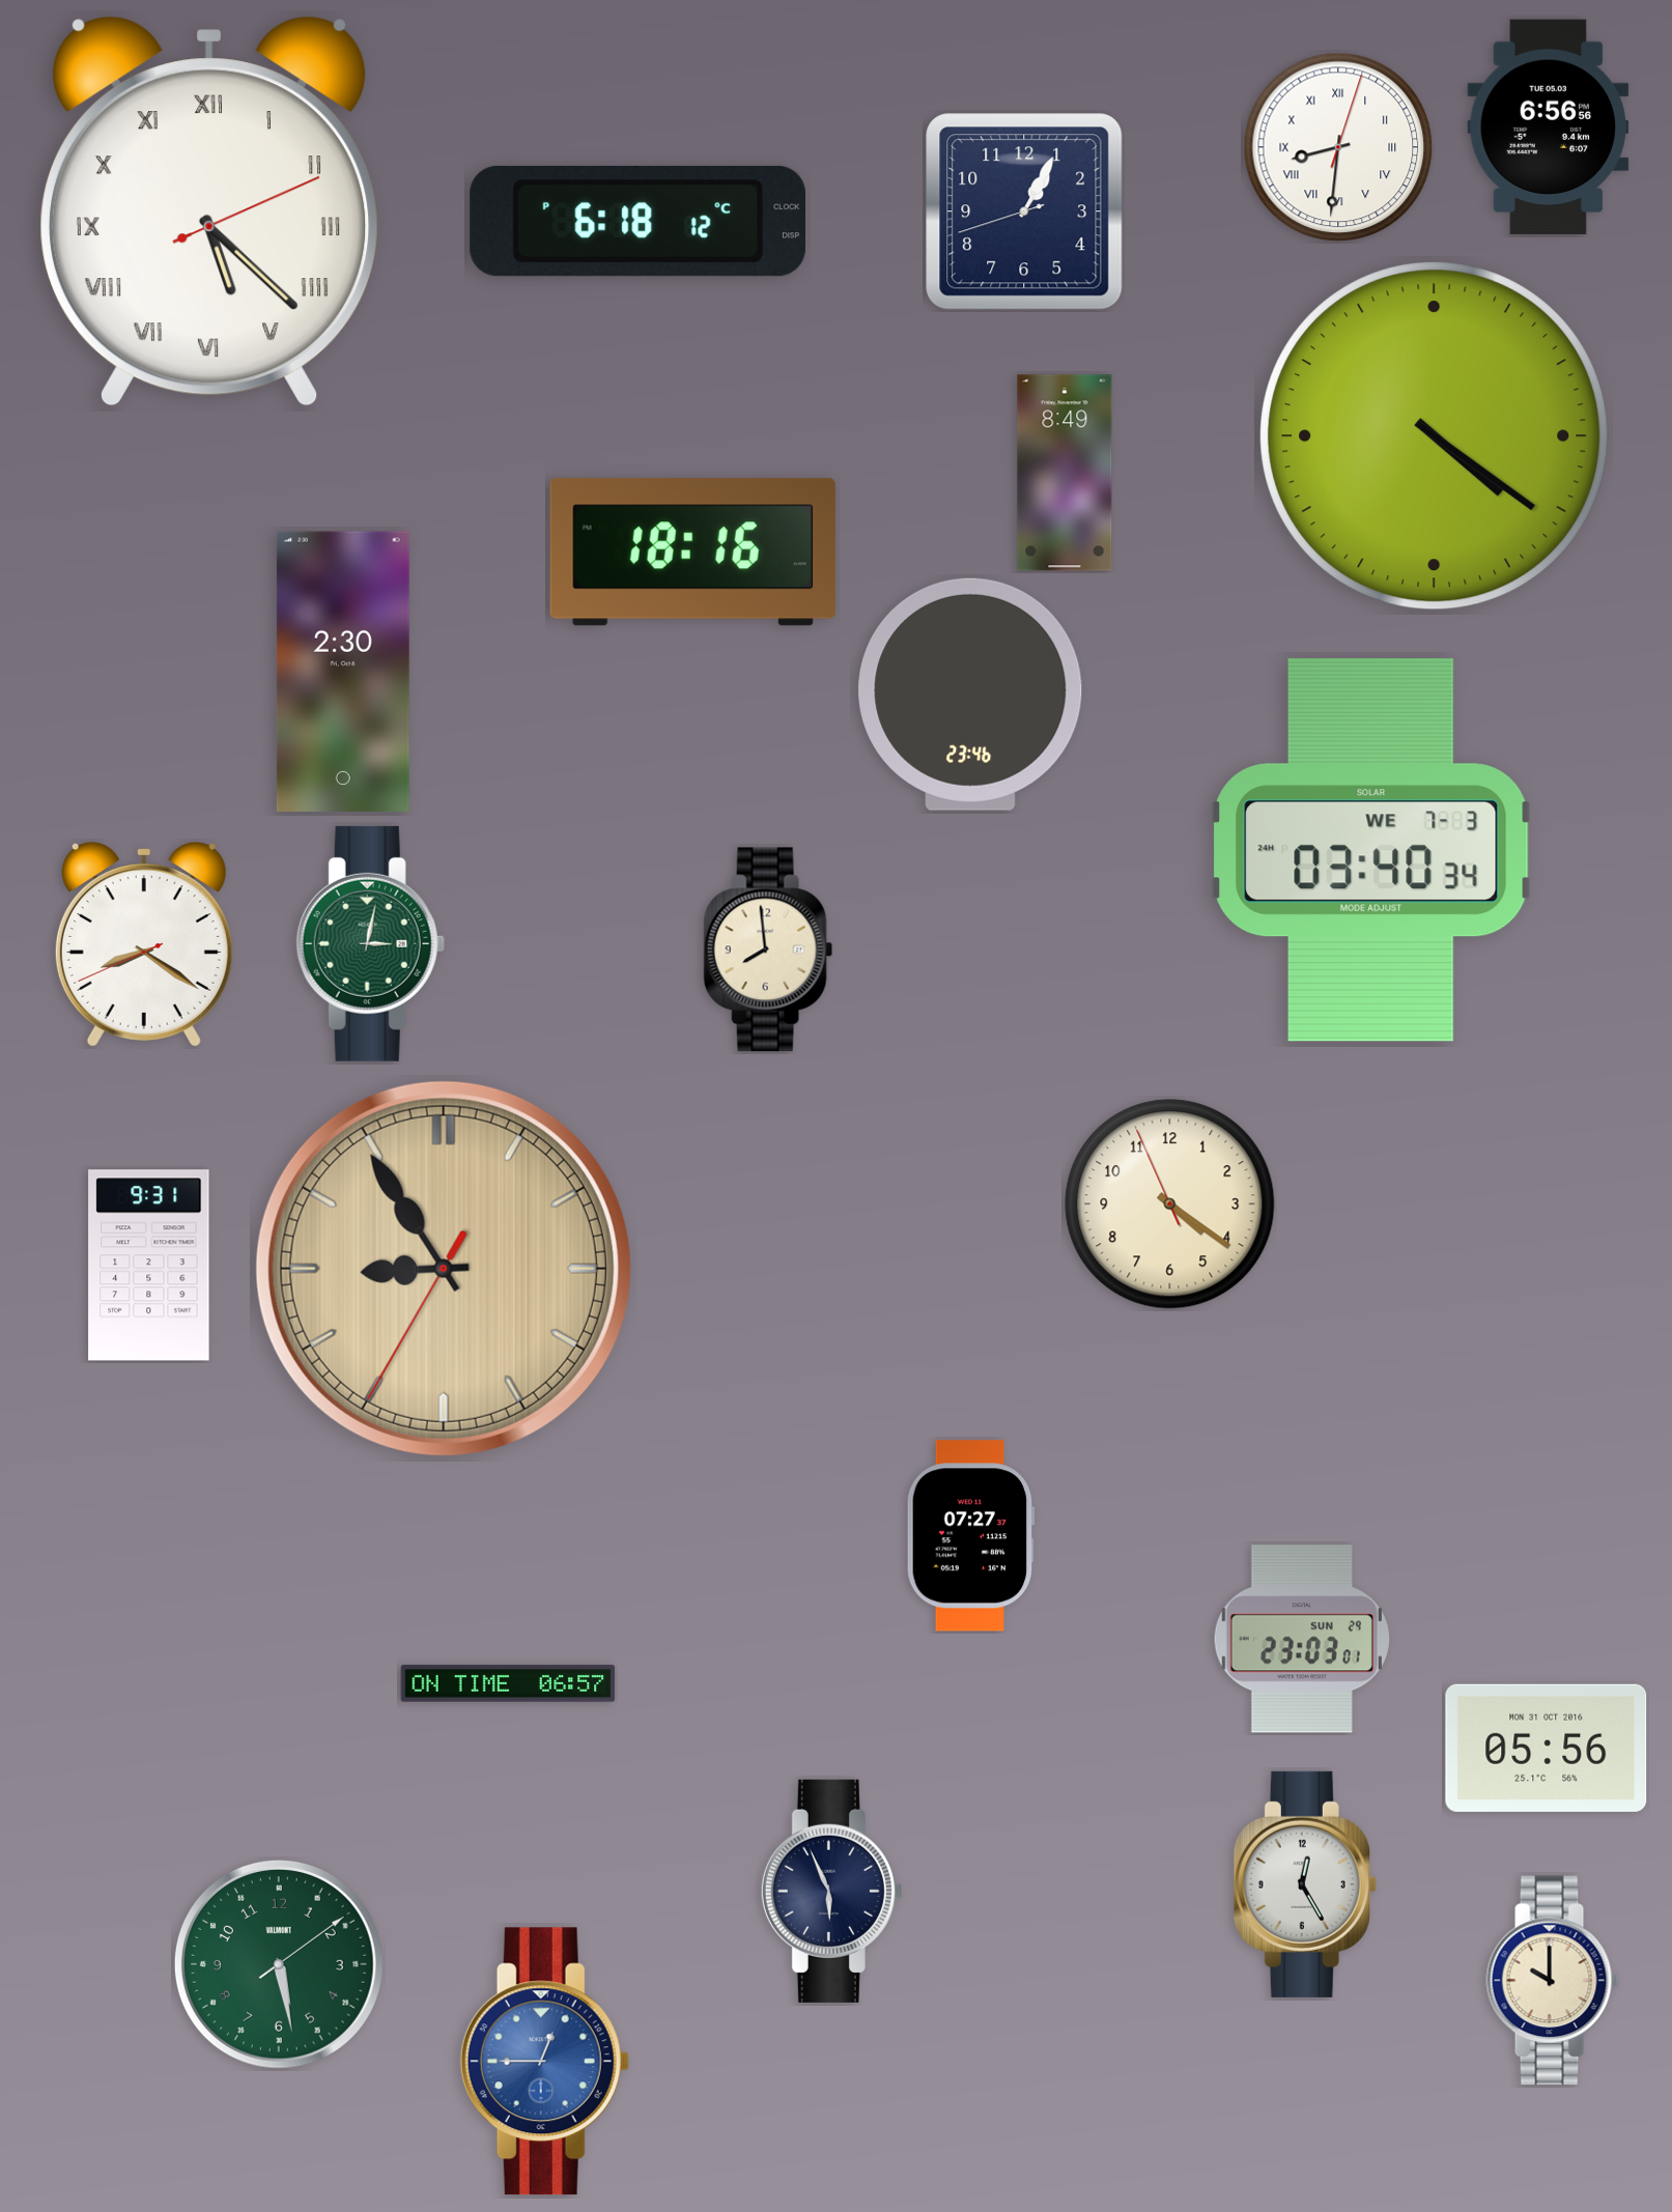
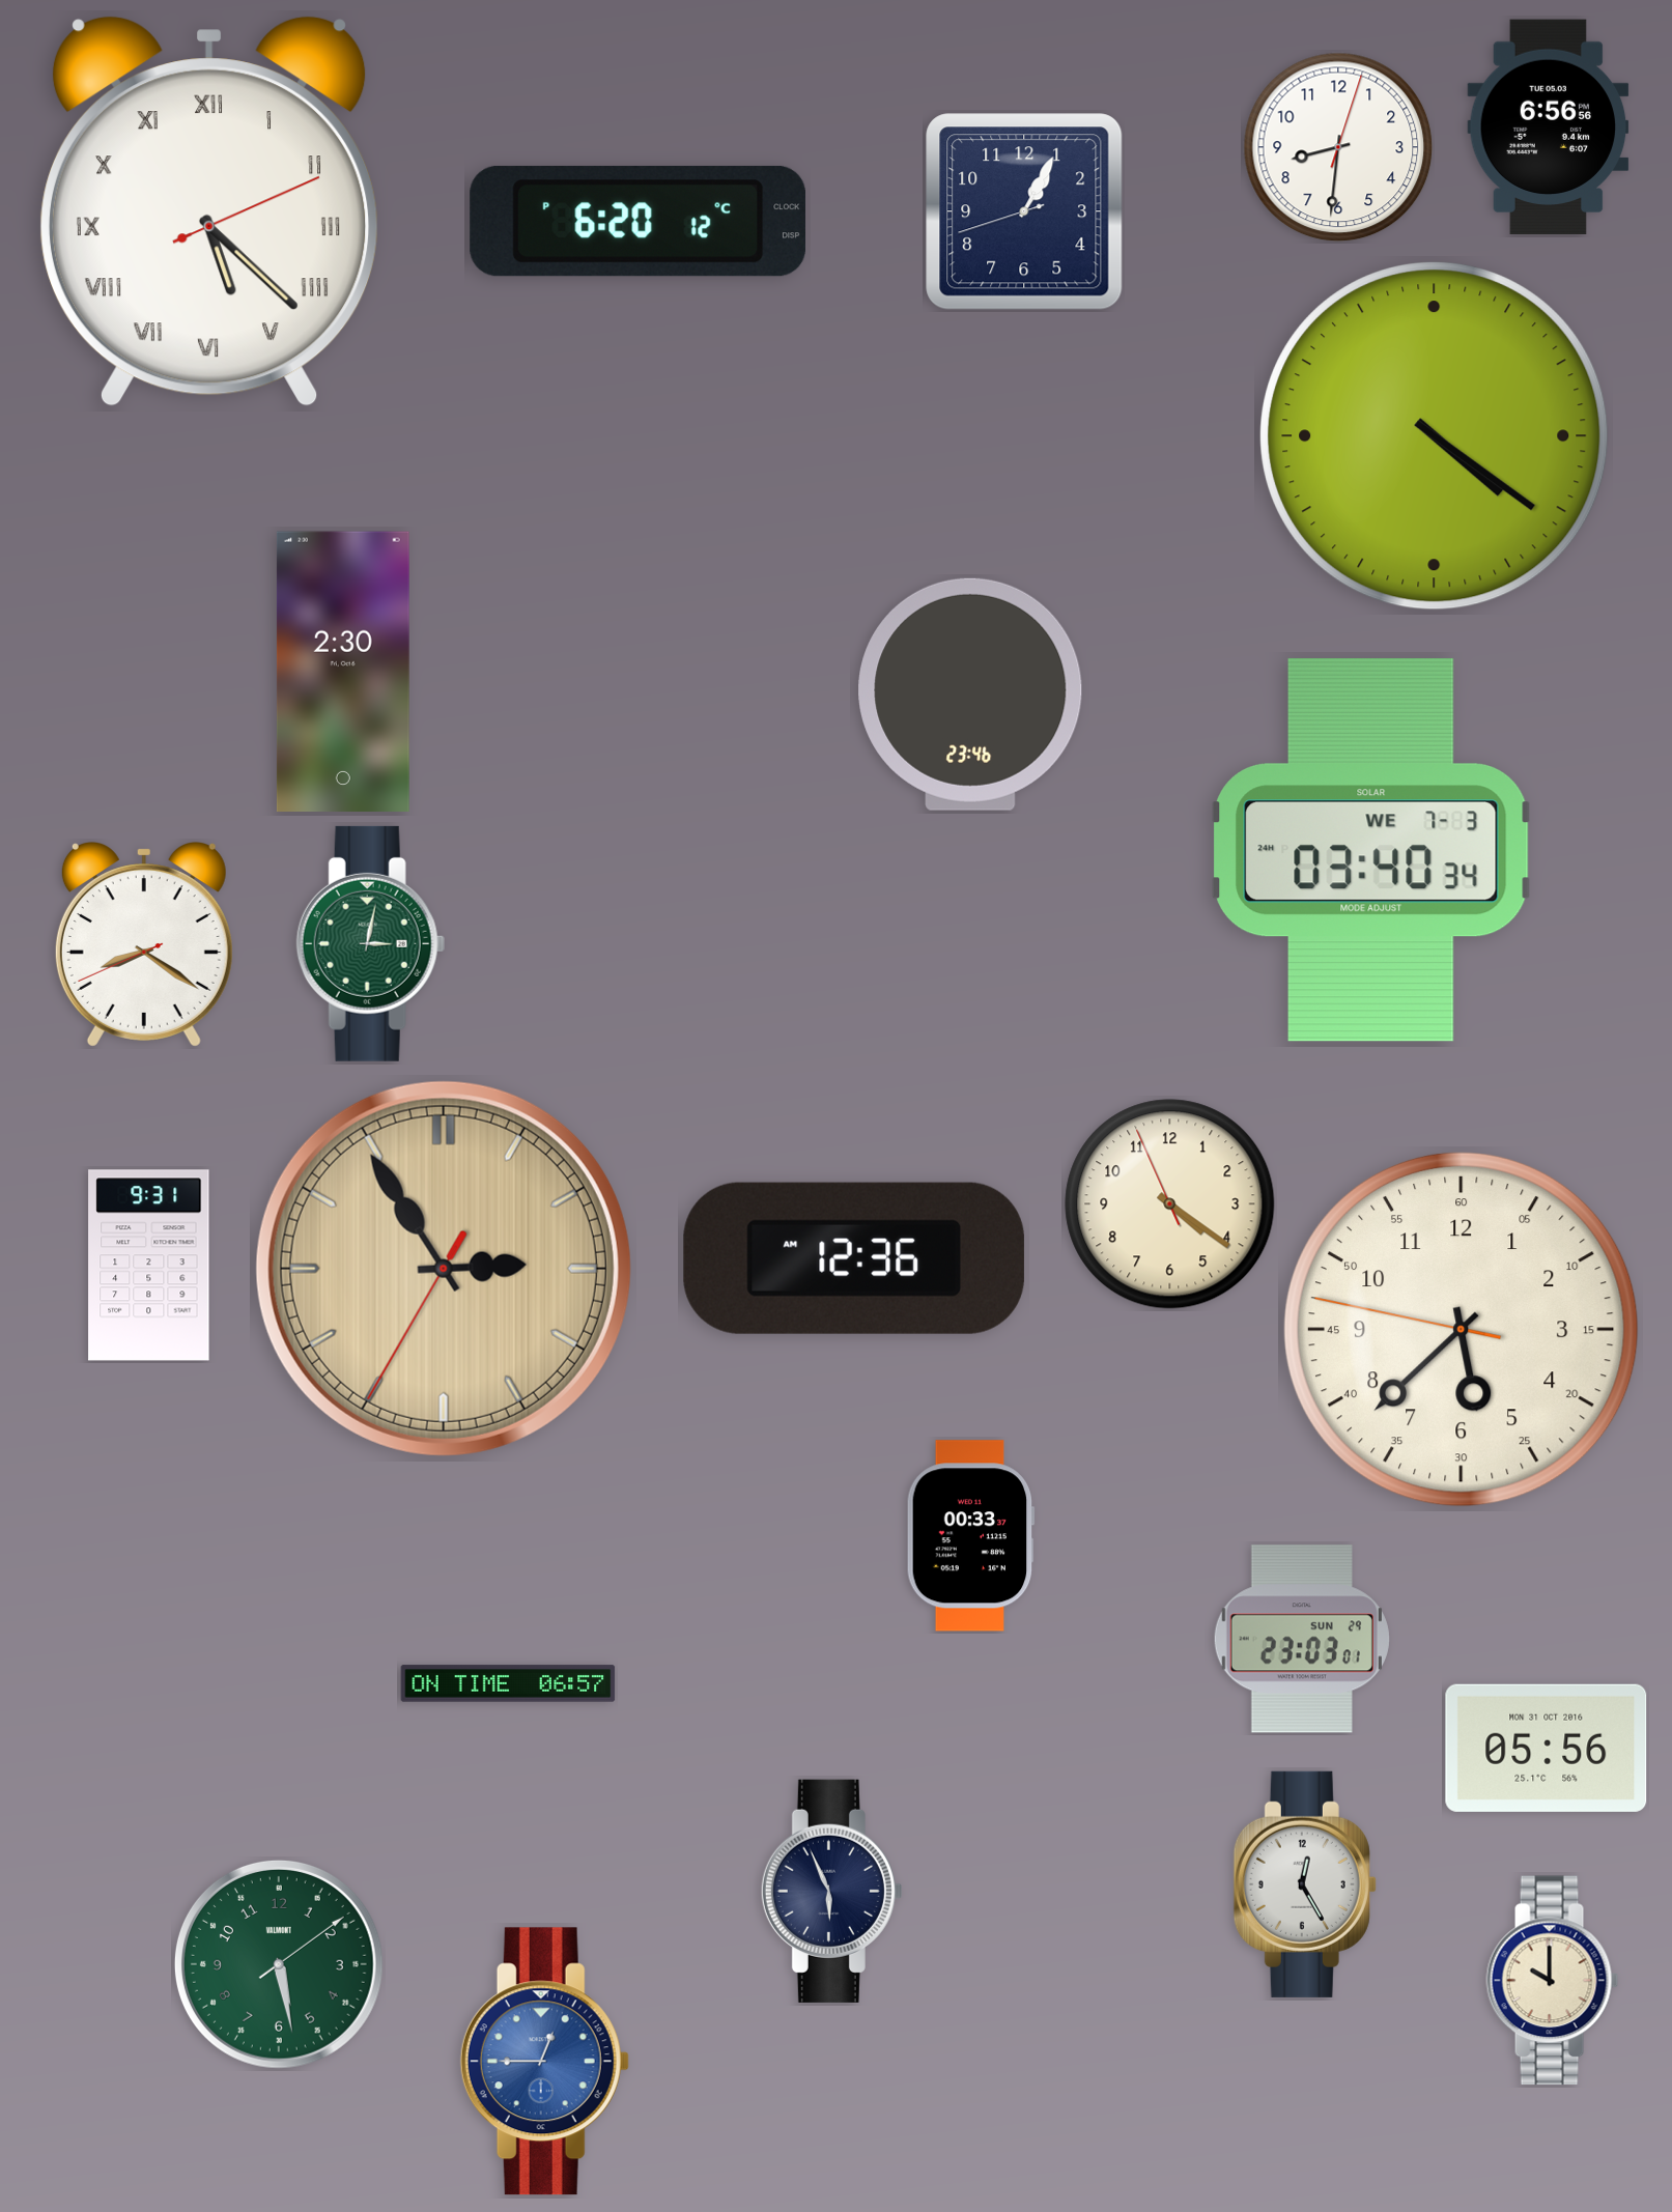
clock at (1338, 147) numerals: Roman -> Arabic
clock at (637, 221): 6:18 -> 6:20
clock at (1065, 473): 8:49 -> none
clock at (692, 552): 18:16 -> none
clock at (768, 949): 7:59 -> none
clock at (854, 1258): none -> 12:36
clock at (444, 1269): 8:54 -> 2:54
clock at (1461, 1329): none -> 5:37
clock at (970, 1536): 07:27 -> 00:33
